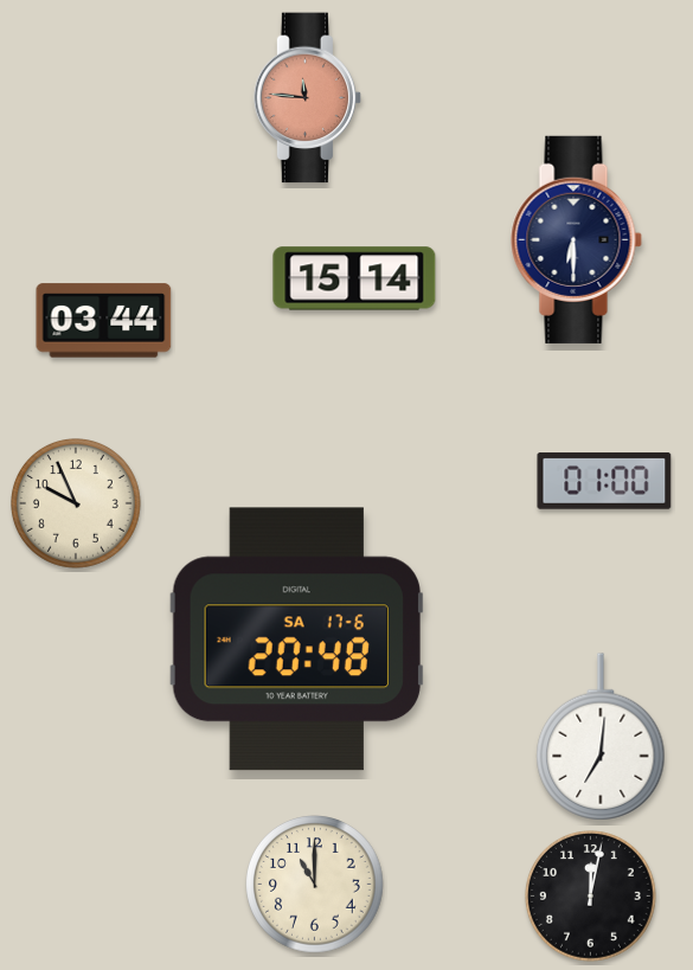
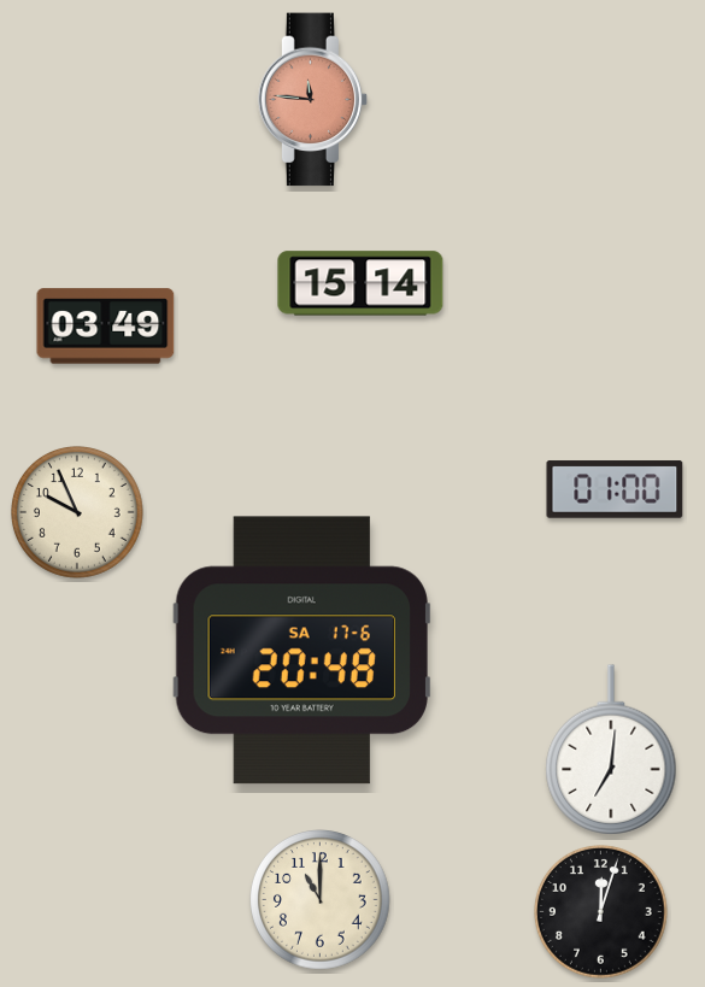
clock at (576, 239): 6:30 -> none
clock at (104, 321): 03:44 -> 03:49
clock at (591, 897): 12:02 -> 12:03
